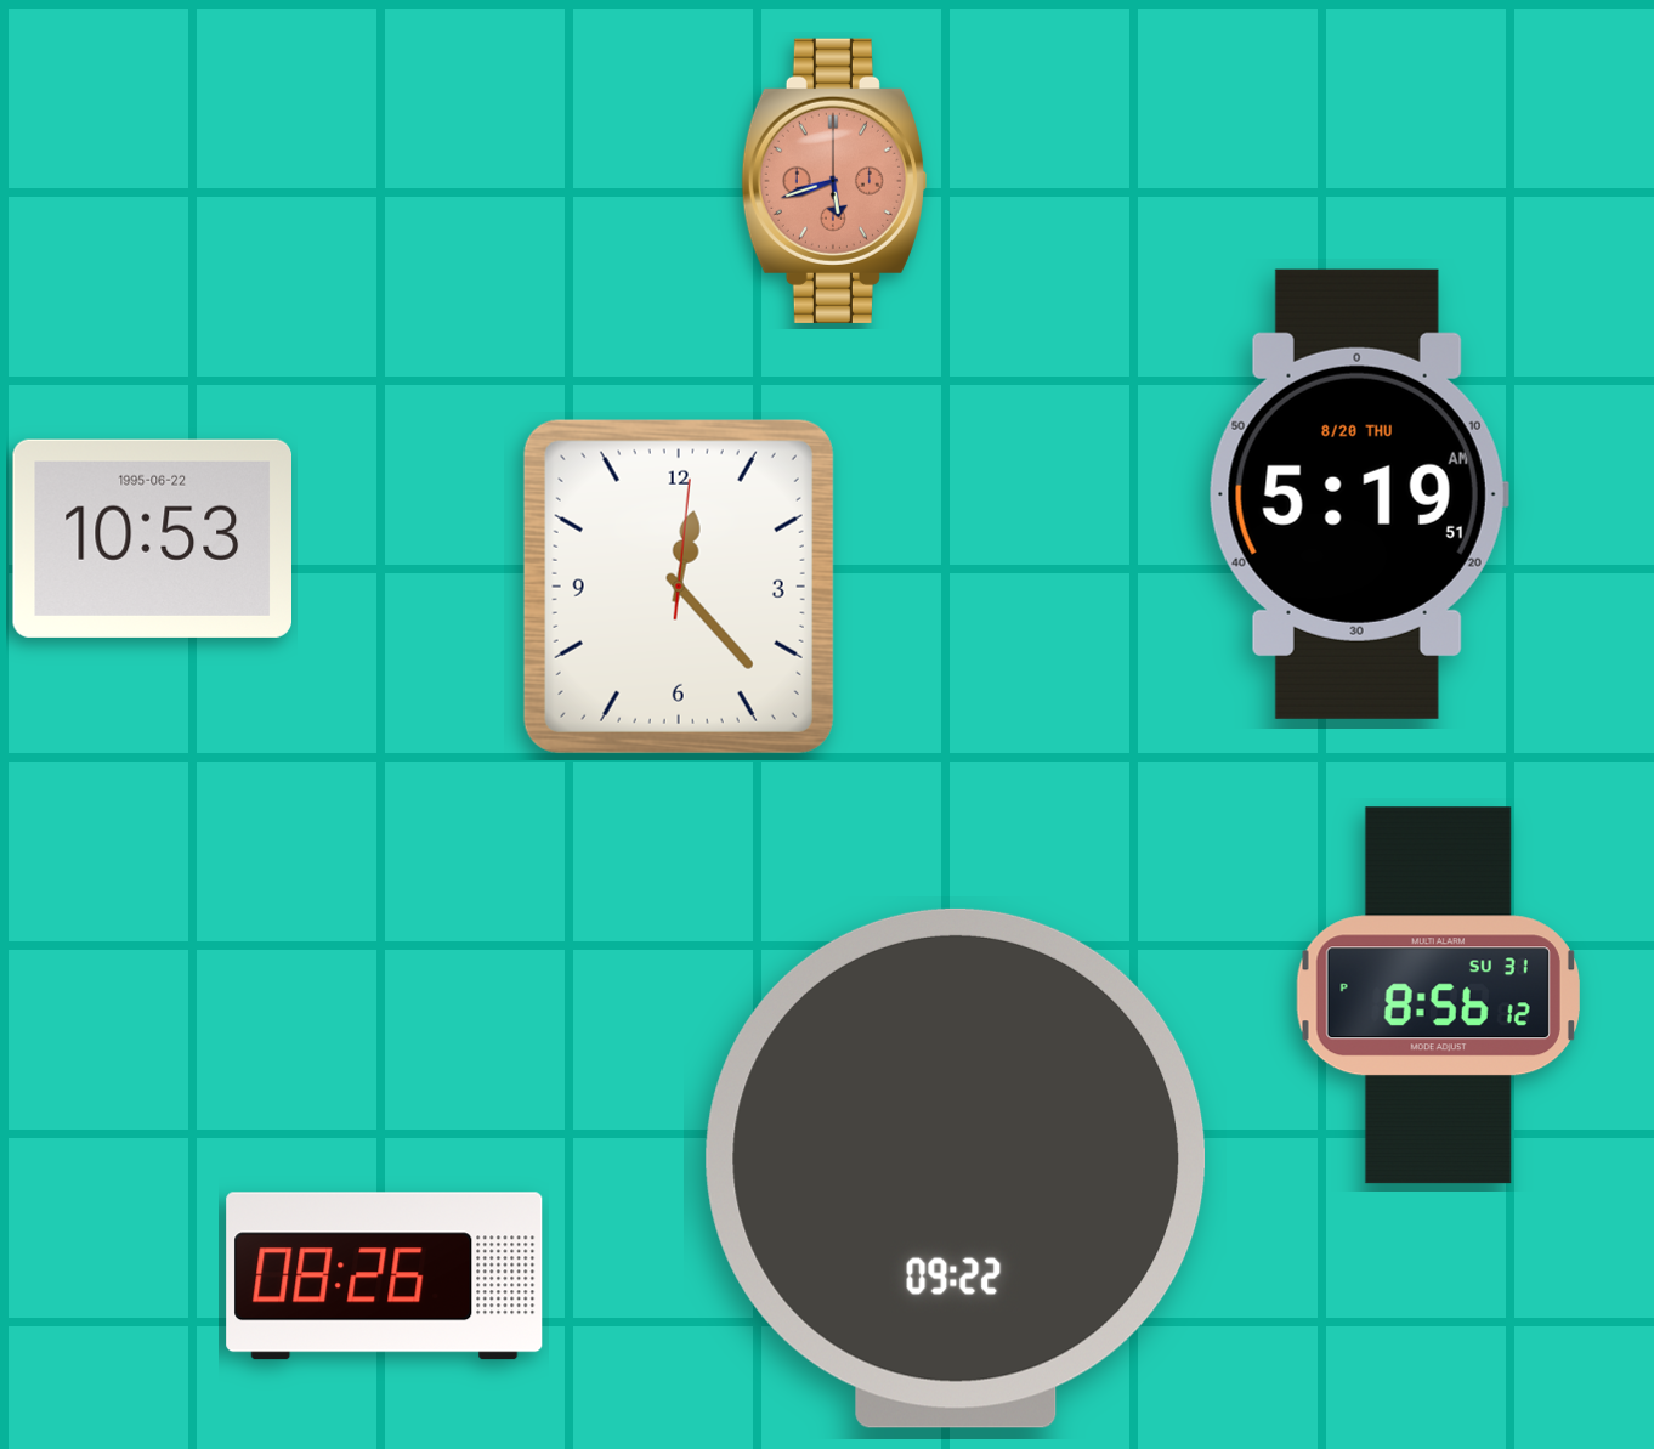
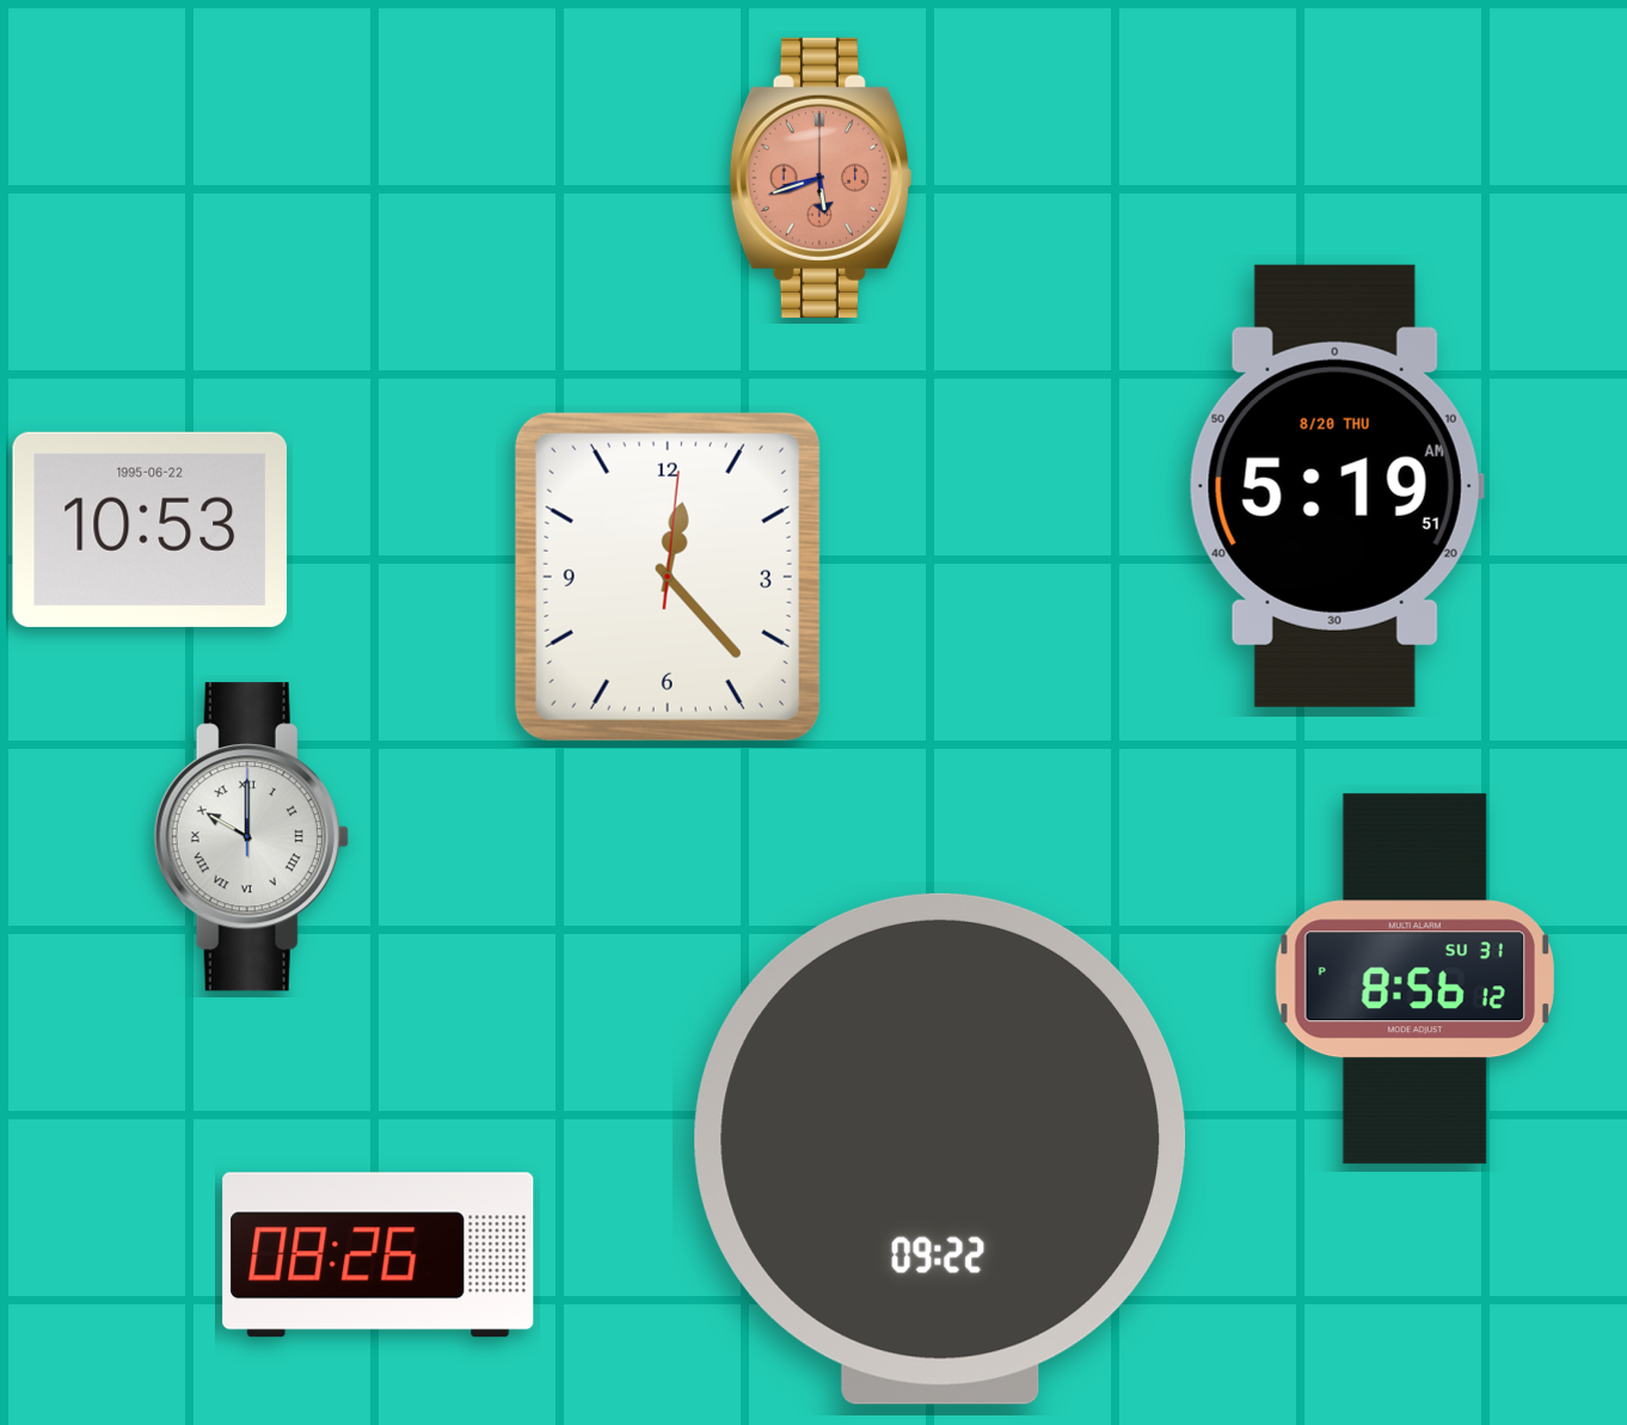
clock at (251, 837): none -> 10:00
